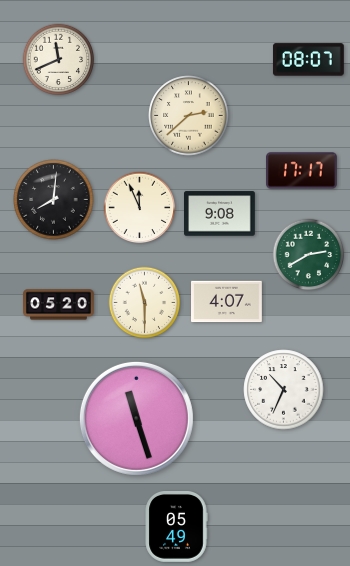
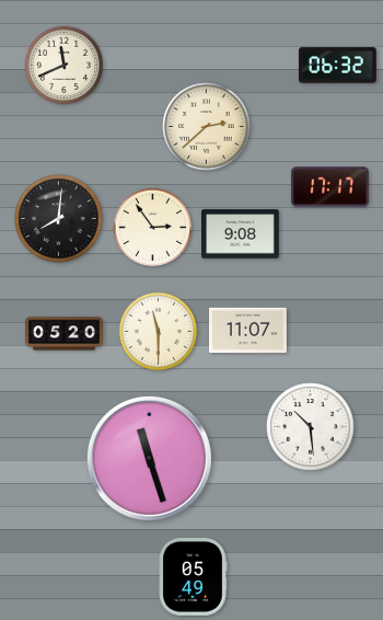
clock at (308, 60): 08:07 -> 06:32
clock at (140, 208): 11:56 -> 2:54
clock at (309, 255): 2:40 -> none
clock at (227, 302): 4:07 -> 11:07
clock at (284, 390): 10:34 -> 10:29
